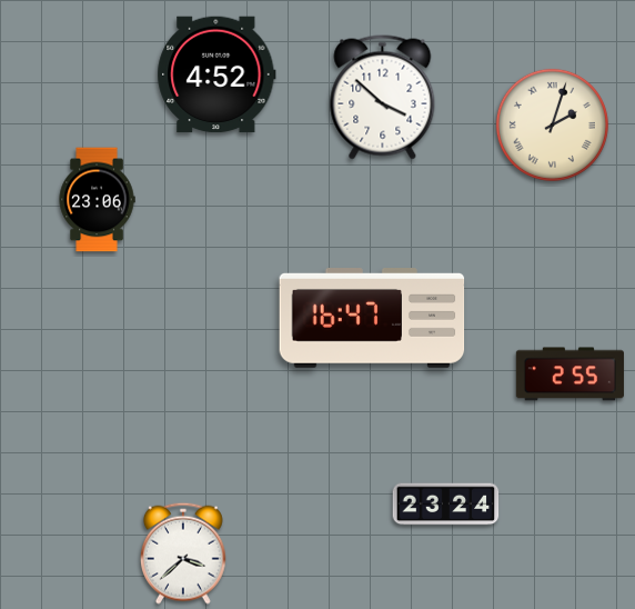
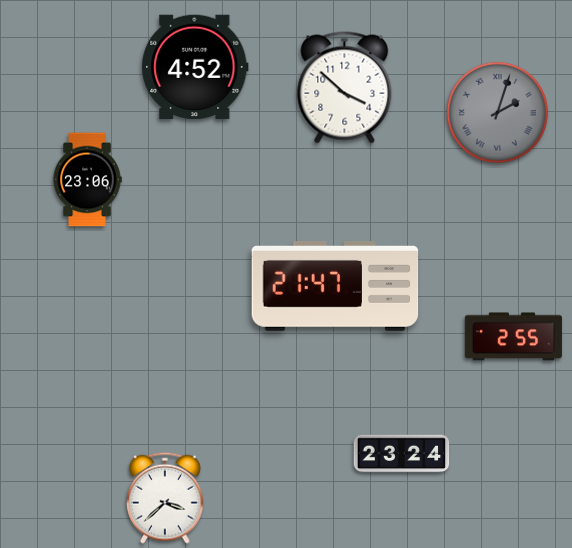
clock at (552, 124) dial: cream -> grey
clock at (372, 319): 16:47 -> 21:47
